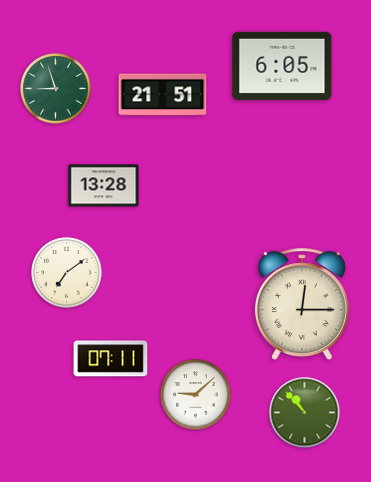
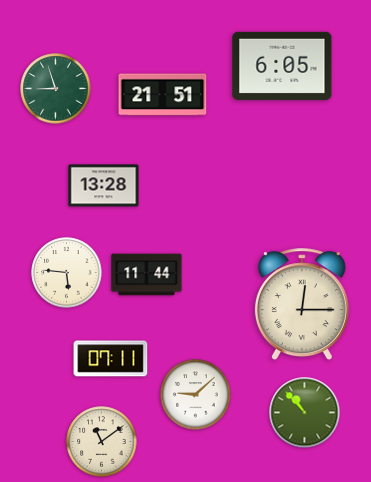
clock at (67, 273): 7:09 -> 5:46
clock at (147, 275): none -> 11:44
clock at (102, 442): none -> 11:09
